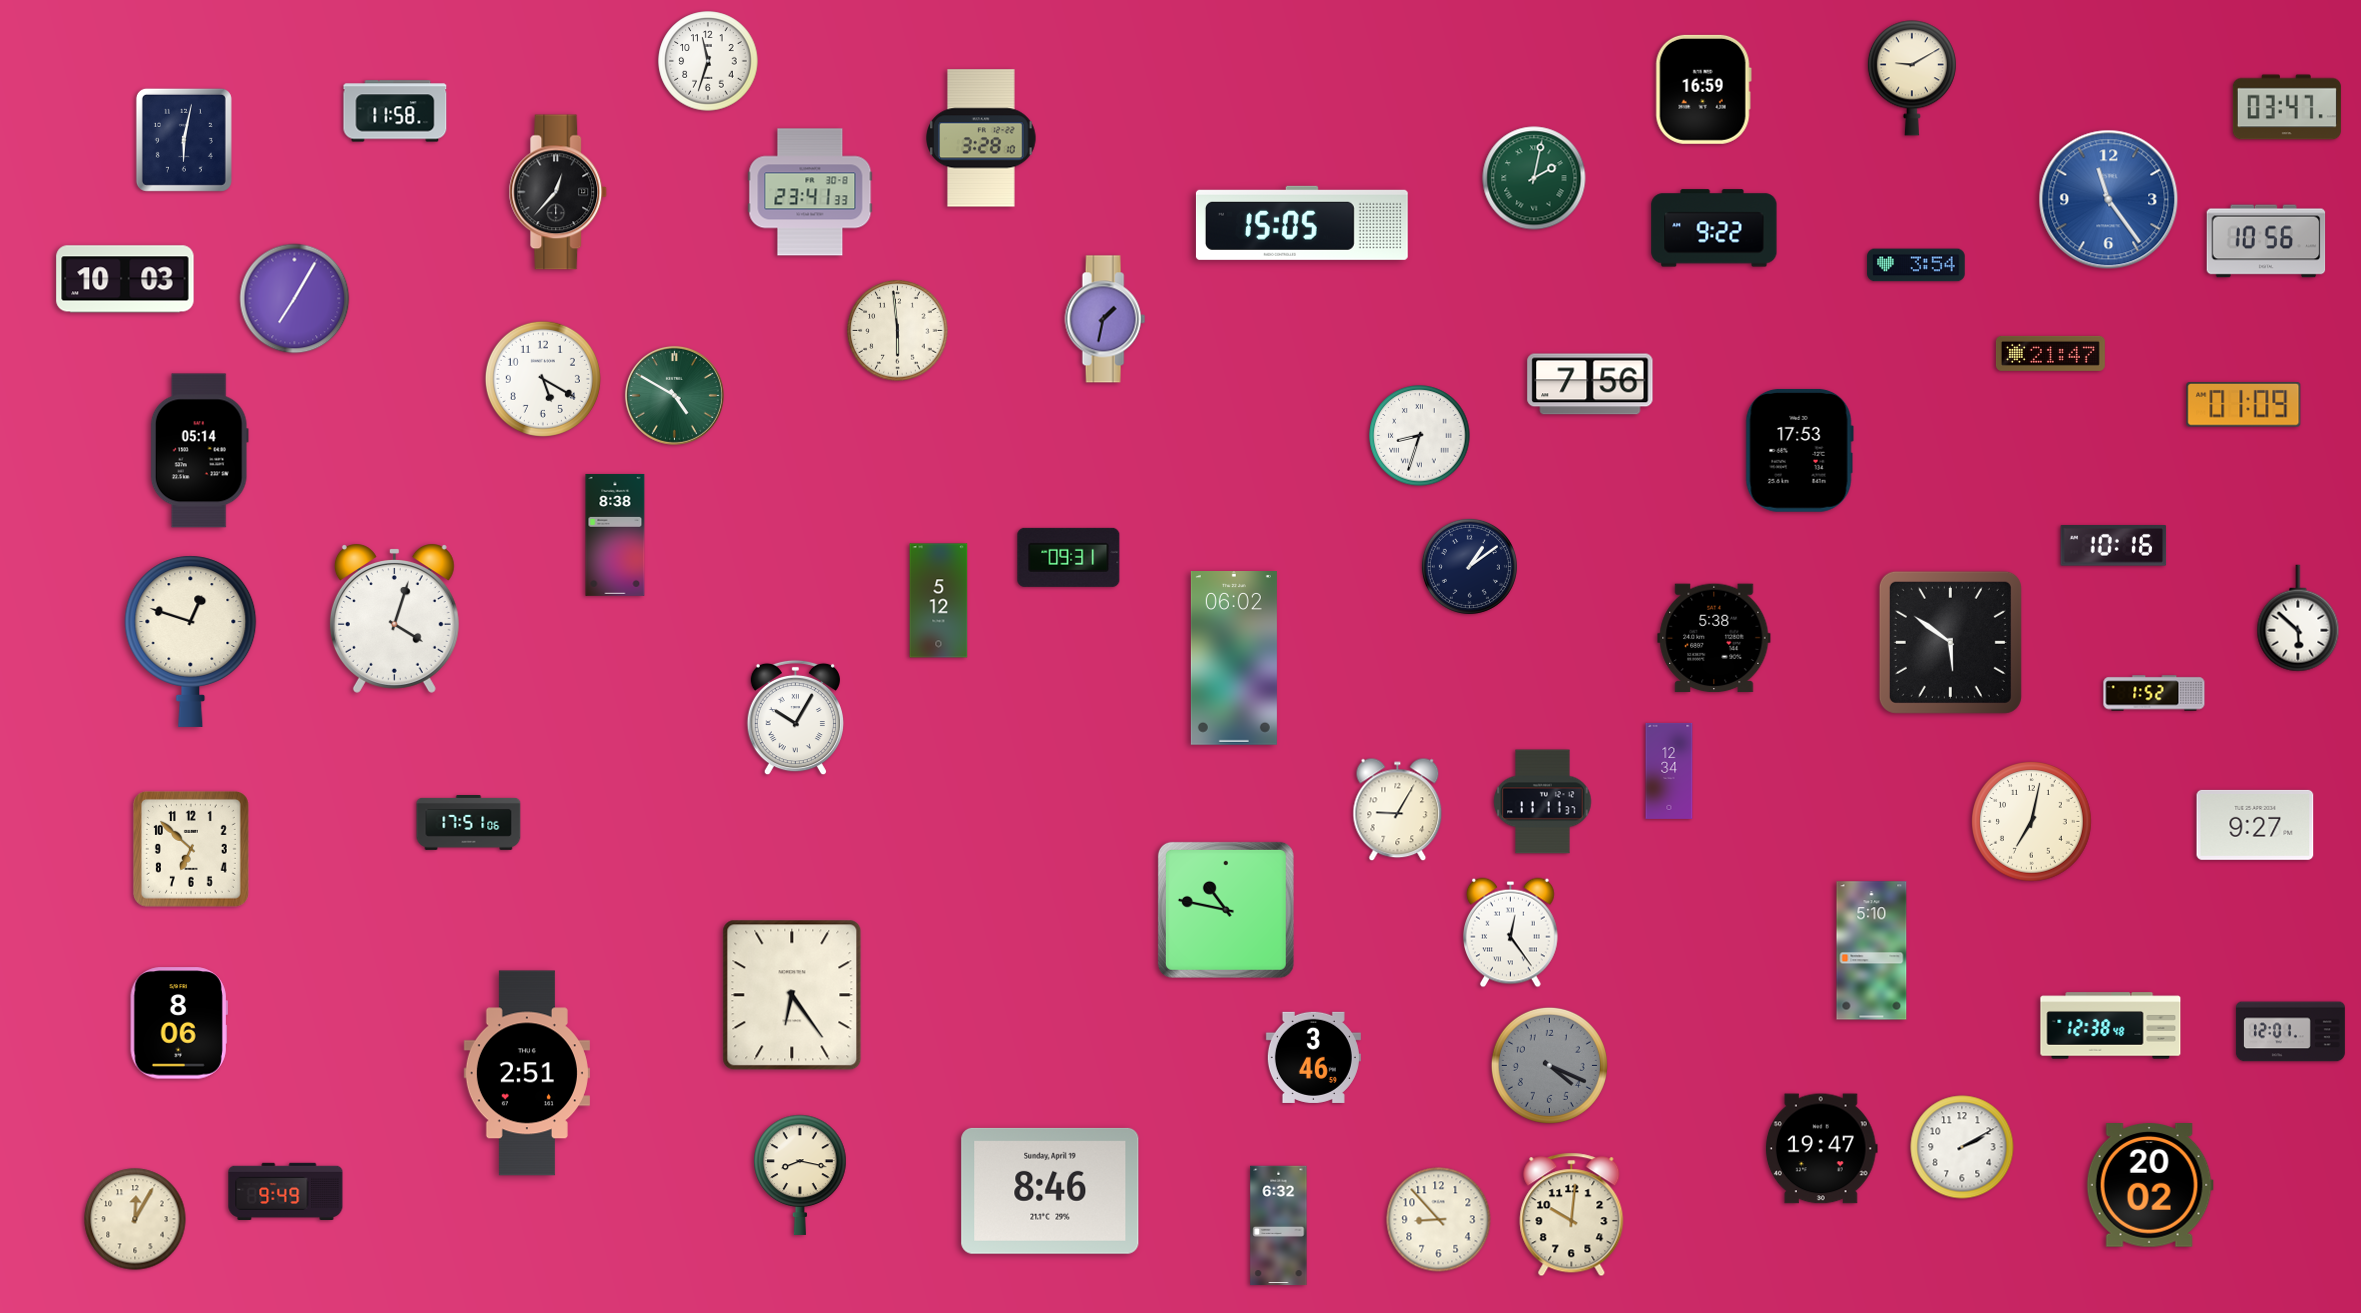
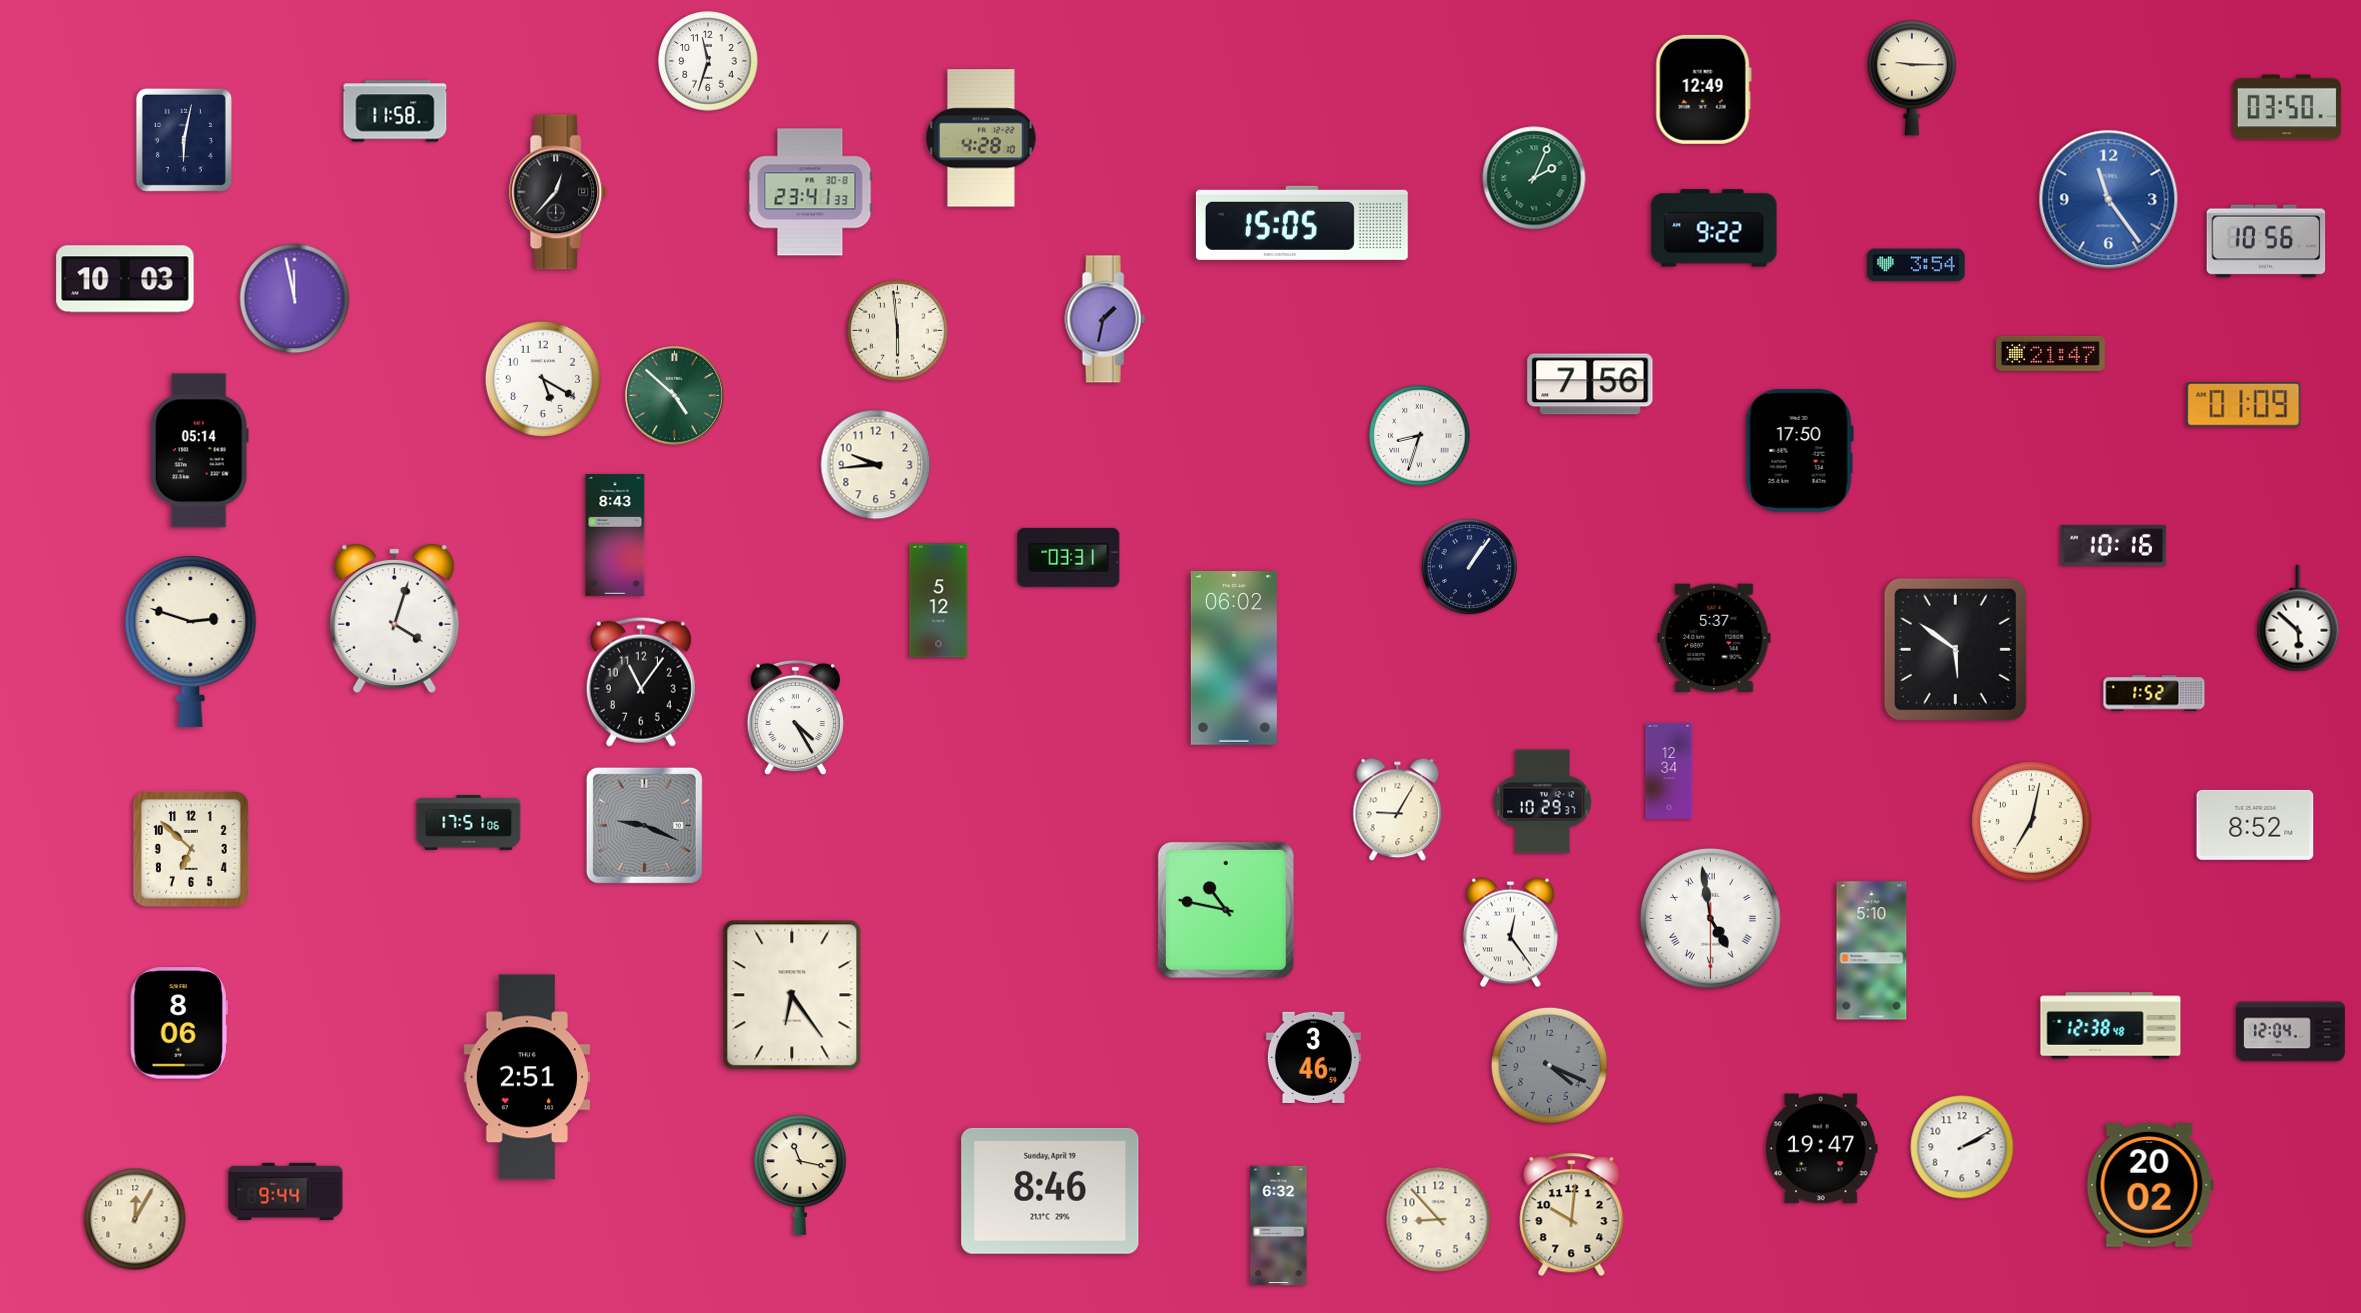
clock at (1912, 78): 9:10 -> 9:15
clock at (1703, 89): 16:59 -> 12:49
clock at (2287, 107): 03:47 -> 03:50
clock at (981, 138): 3:28 -> 4:28
clock at (1534, 178): 2:02 -> 2:04
clock at (295, 299): 7:05 -> 11:58
clock at (674, 395): 4:50 -> 4:52
clock at (1799, 450): 17:53 -> 17:50
clock at (876, 465): none -> 9:44
clock at (615, 535): 8:38 -> 8:43
clock at (1069, 557): 09:31 -> 03:31
clock at (1469, 566): 1:09 -> 1:06
clock at (1714, 638): 5:38 -> 5:37
clock at (191, 641): 12:48 -> 2:48
clock at (1950, 642) position: (1950, 642) -> (1955, 649)
clock at (641, 682): none -> 11:06
clock at (795, 718): 10:05 -> 4:25
clock at (1543, 802): 11:11 -> 10:29
clock at (644, 825): none -> 9:19
clock at (2255, 825): 9:27 -> 8:52
clock at (1710, 918): none -> 4:58
clock at (2290, 1032): 12:01 -> 12:04
clock at (527, 1073) position: (527, 1073) -> (527, 1077)
clock at (801, 1175): 8:17 -> 11:17
clock at (286, 1191): 9:49 -> 9:44
